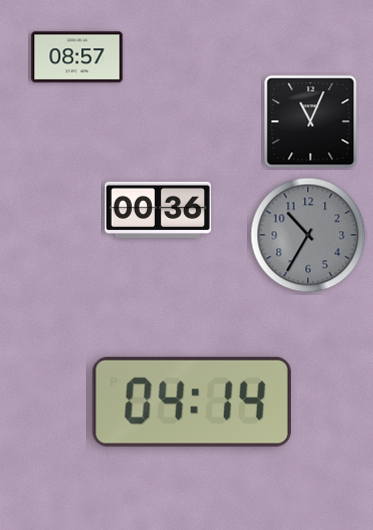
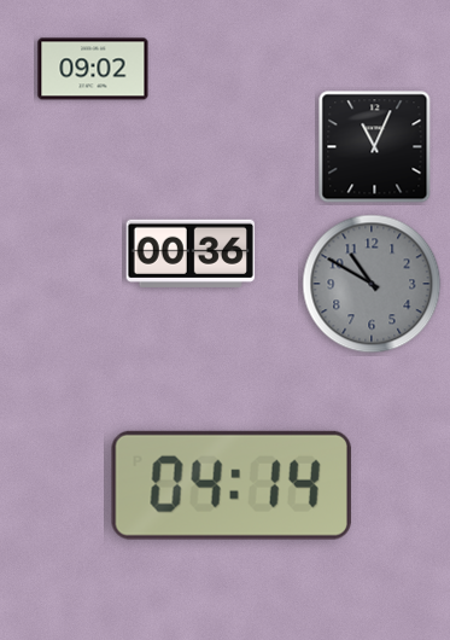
clock at (77, 57): 08:57 -> 09:02
clock at (308, 235): 10:35 -> 10:50
